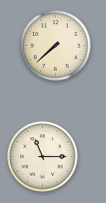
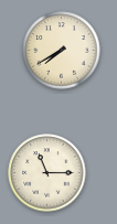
clock at (56, 46): 7:38 -> 7:40
